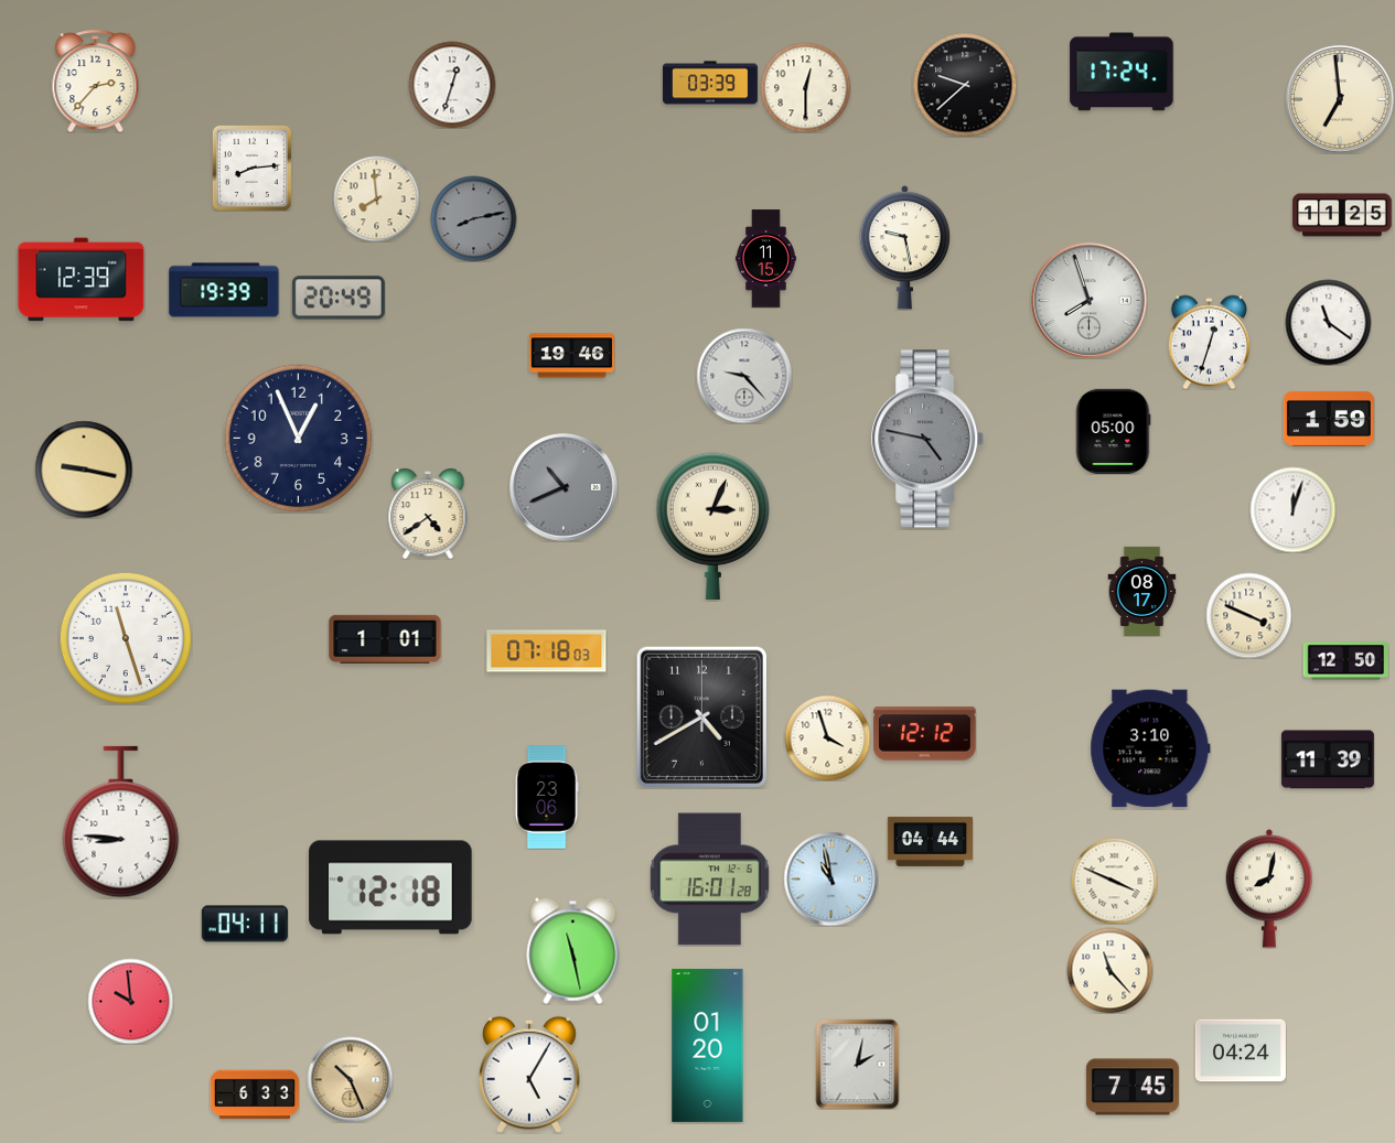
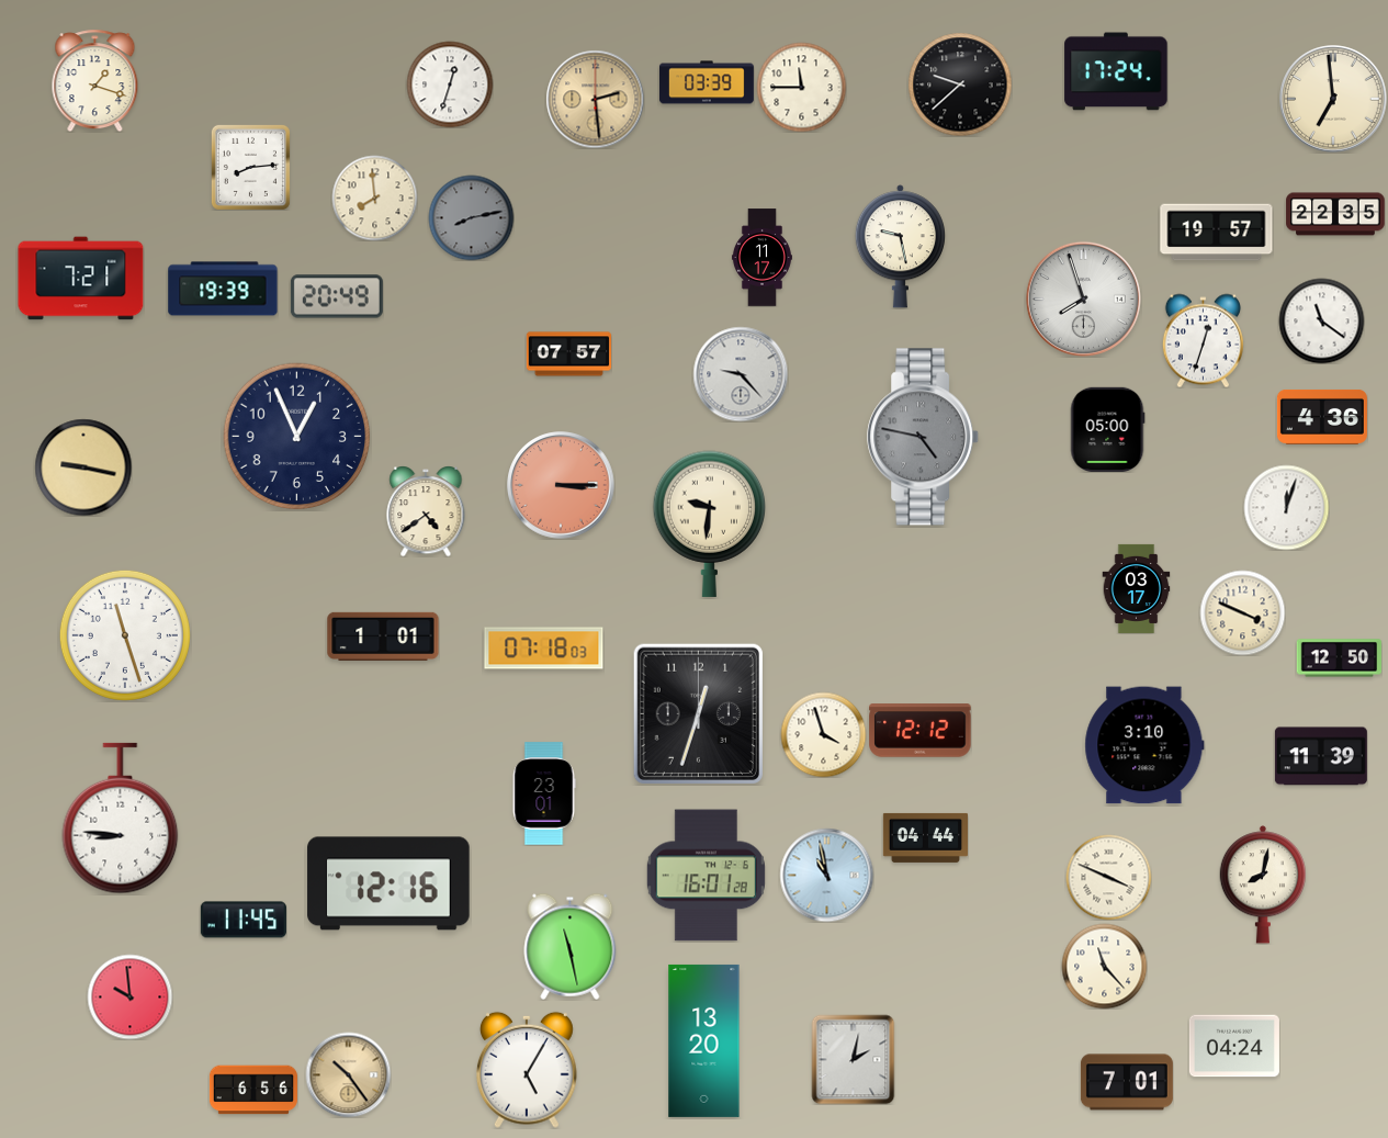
clock at (96, 80): 2:37 -> 1:18
clock at (805, 87): 12:30 -> 11:45
clock at (595, 99): none -> 2:29
clock at (1342, 215): 11:25 -> 22:35
clock at (1217, 233): none -> 19:57
clock at (765, 259): 11:15 -> 11:17
clock at (82, 280): 12:39 -> 7:21
clock at (571, 356): 19:46 -> 07:57
clock at (1329, 419): 1:59 -> 4:36
clock at (564, 487): 10:41 -> 3:15
clock at (564, 487) dial: grey -> salmon
clock at (713, 526): 3:04 -> 9:31
clock at (1142, 591): 08:17 -> 03:17
clock at (701, 716): 4:40 -> 12:33
clock at (547, 797): 23:06 -> 23:01
clock at (390, 887): 12:18 -> 12:16
clock at (245, 924): 04:11 -> 11:45
clock at (708, 1045): 01:20 -> 13:20
clock at (350, 1079): 10:26 -> 10:24
clock at (1133, 1087): 7:45 -> 7:01
clock at (255, 1095): 6:33 -> 6:56
